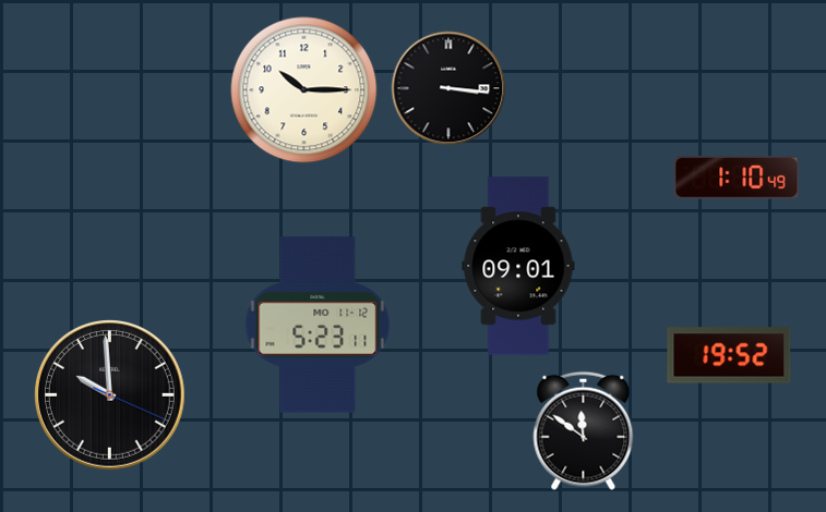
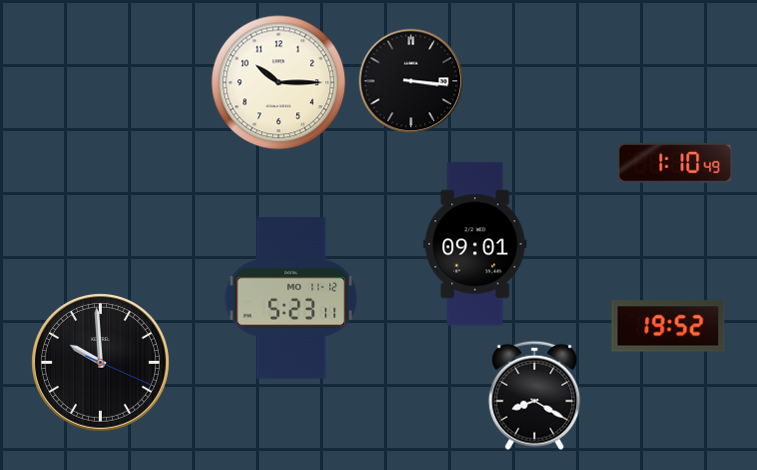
clock at (584, 430): 11:51 -> 8:20
